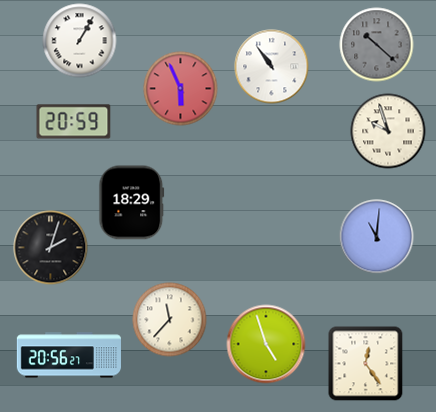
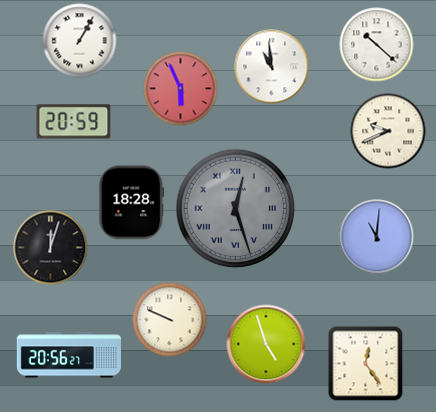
clock at (377, 45) dial: grey -> white
clock at (272, 67): 10:54 -> 10:59
clock at (388, 131): 9:57 -> 9:41
clock at (132, 203): 18:29 -> 18:28
clock at (236, 209): none -> 12:27
clock at (51, 248): 2:03 -> 12:03
clock at (170, 320): 11:37 -> 9:49
